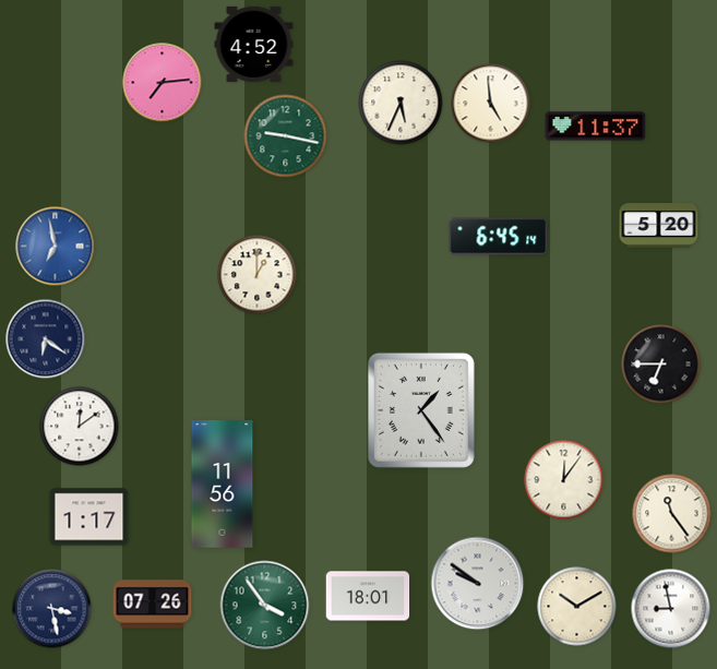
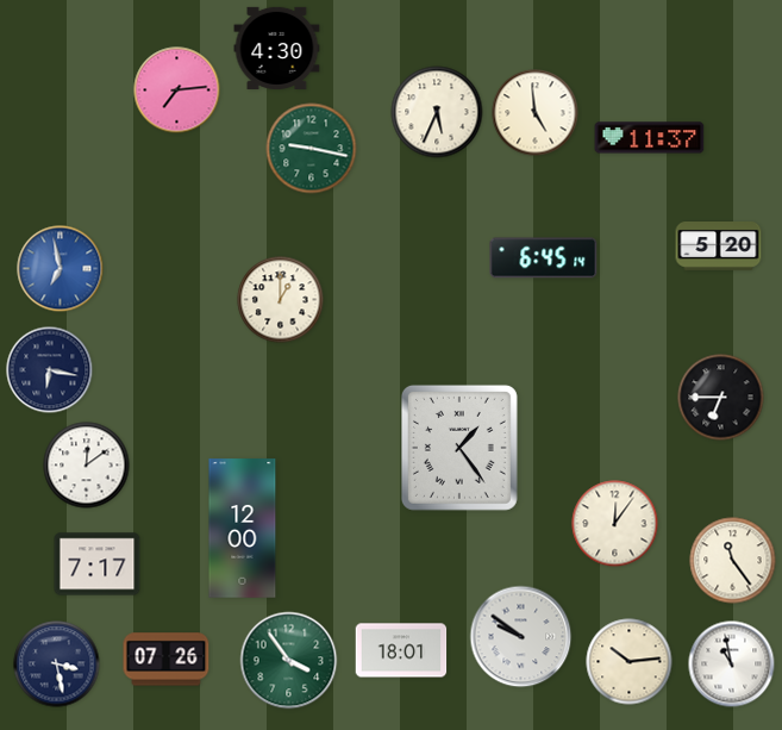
clock at (254, 44): 4:52 -> 4:30
clock at (46, 339): 6:21 -> 6:17
clock at (223, 485): 11:56 -> 12:00
clock at (89, 517): 1:17 -> 7:17
clock at (577, 607): 10:10 -> 10:14
clock at (671, 609): 8:58 -> 10:58
